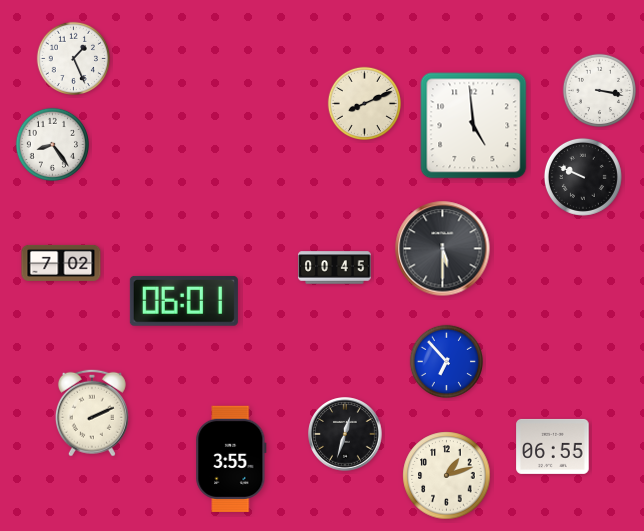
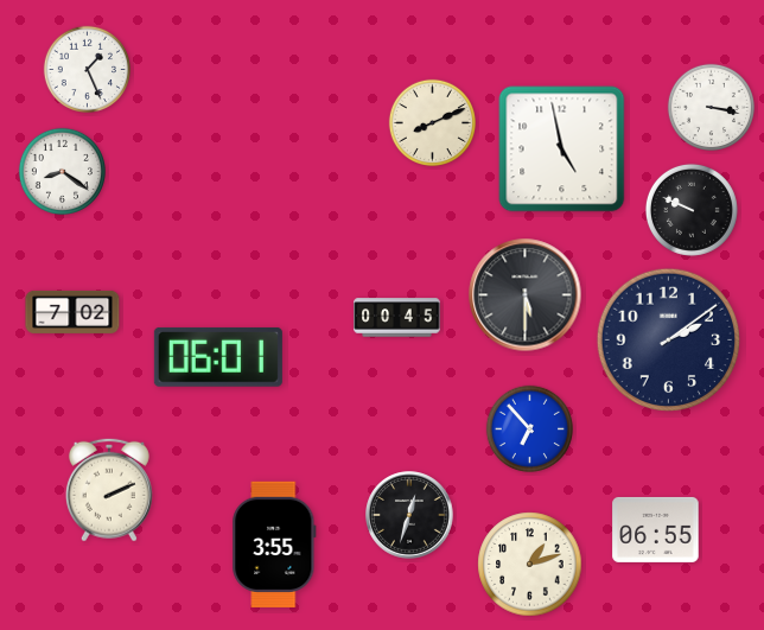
clock at (474, 126): 4:59 -> 4:58
clock at (52, 144): 8:24 -> 8:21
clock at (669, 341): none -> 2:09
